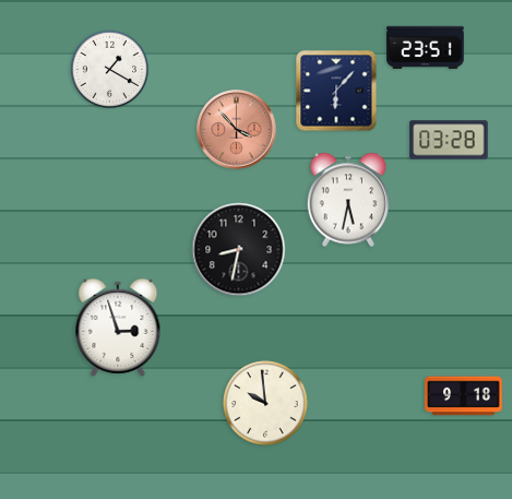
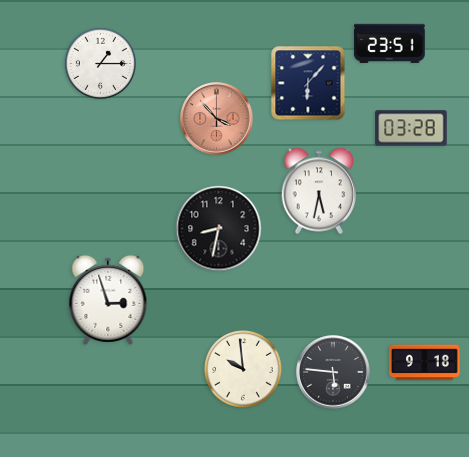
clock at (109, 69): 1:20 -> 1:15
clock at (347, 200) position: (347, 200) -> (318, 191)
clock at (333, 372): none -> 5:46
